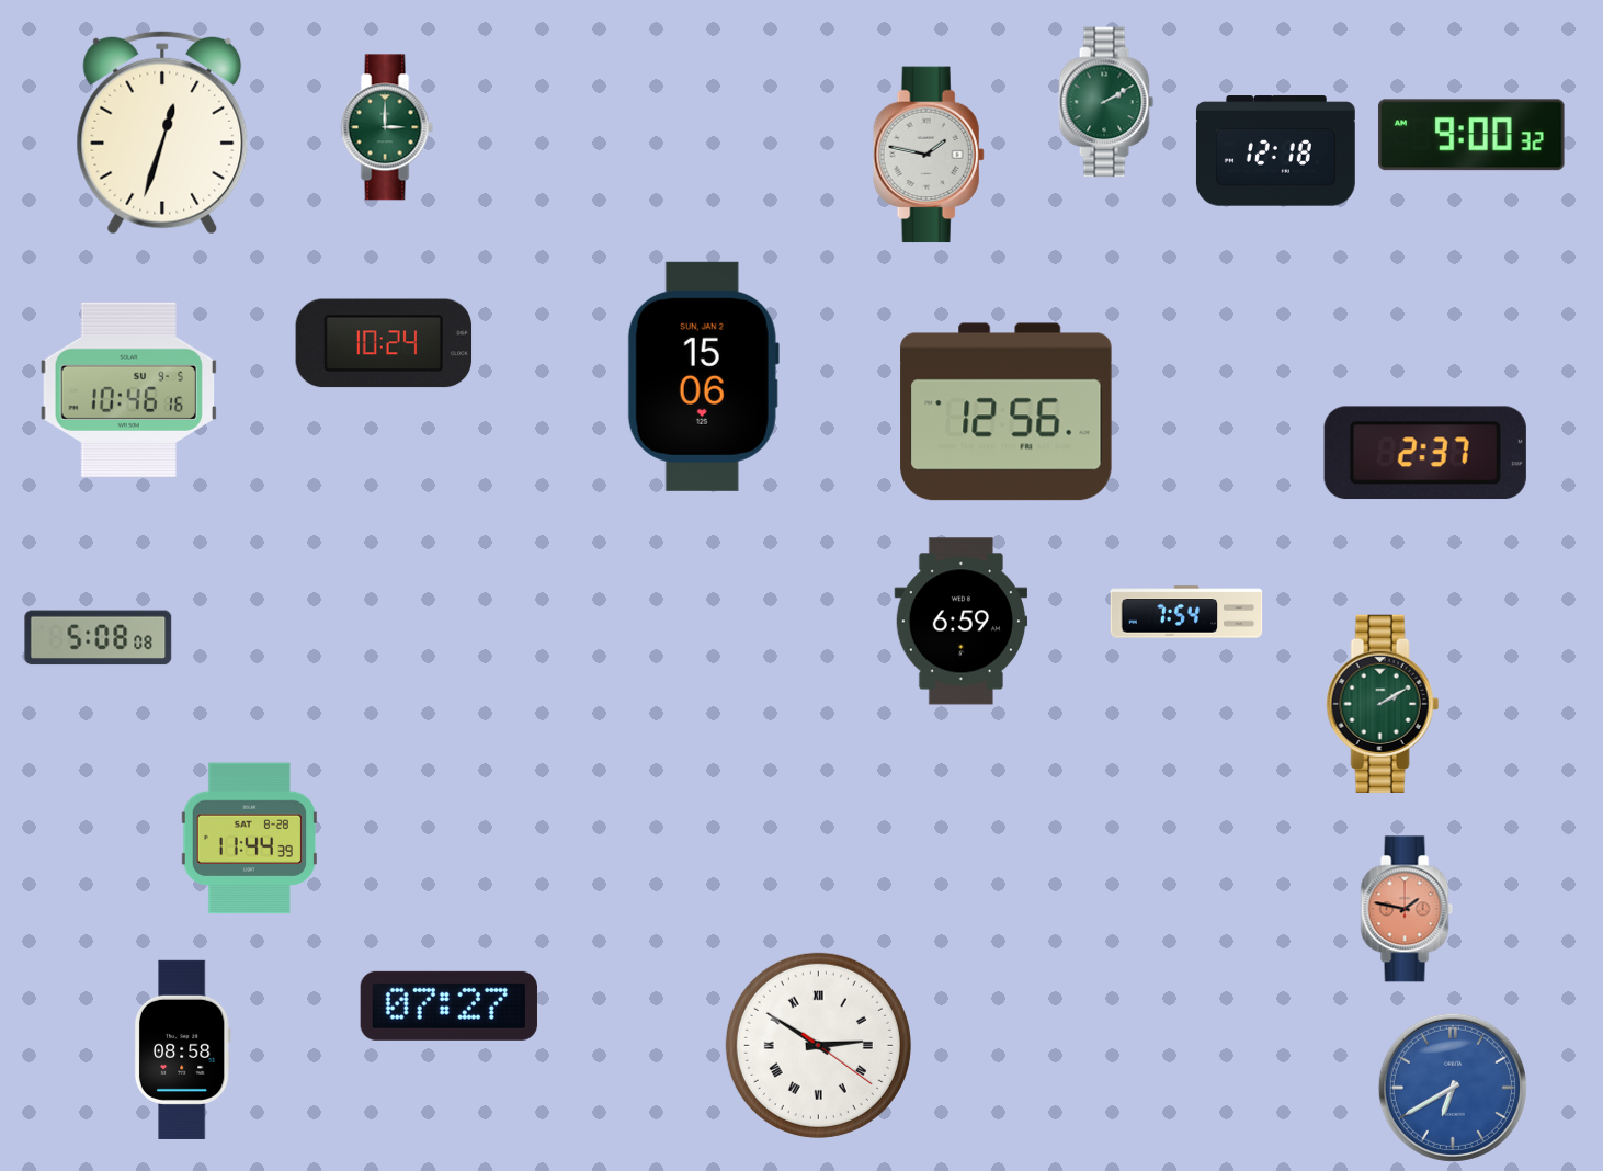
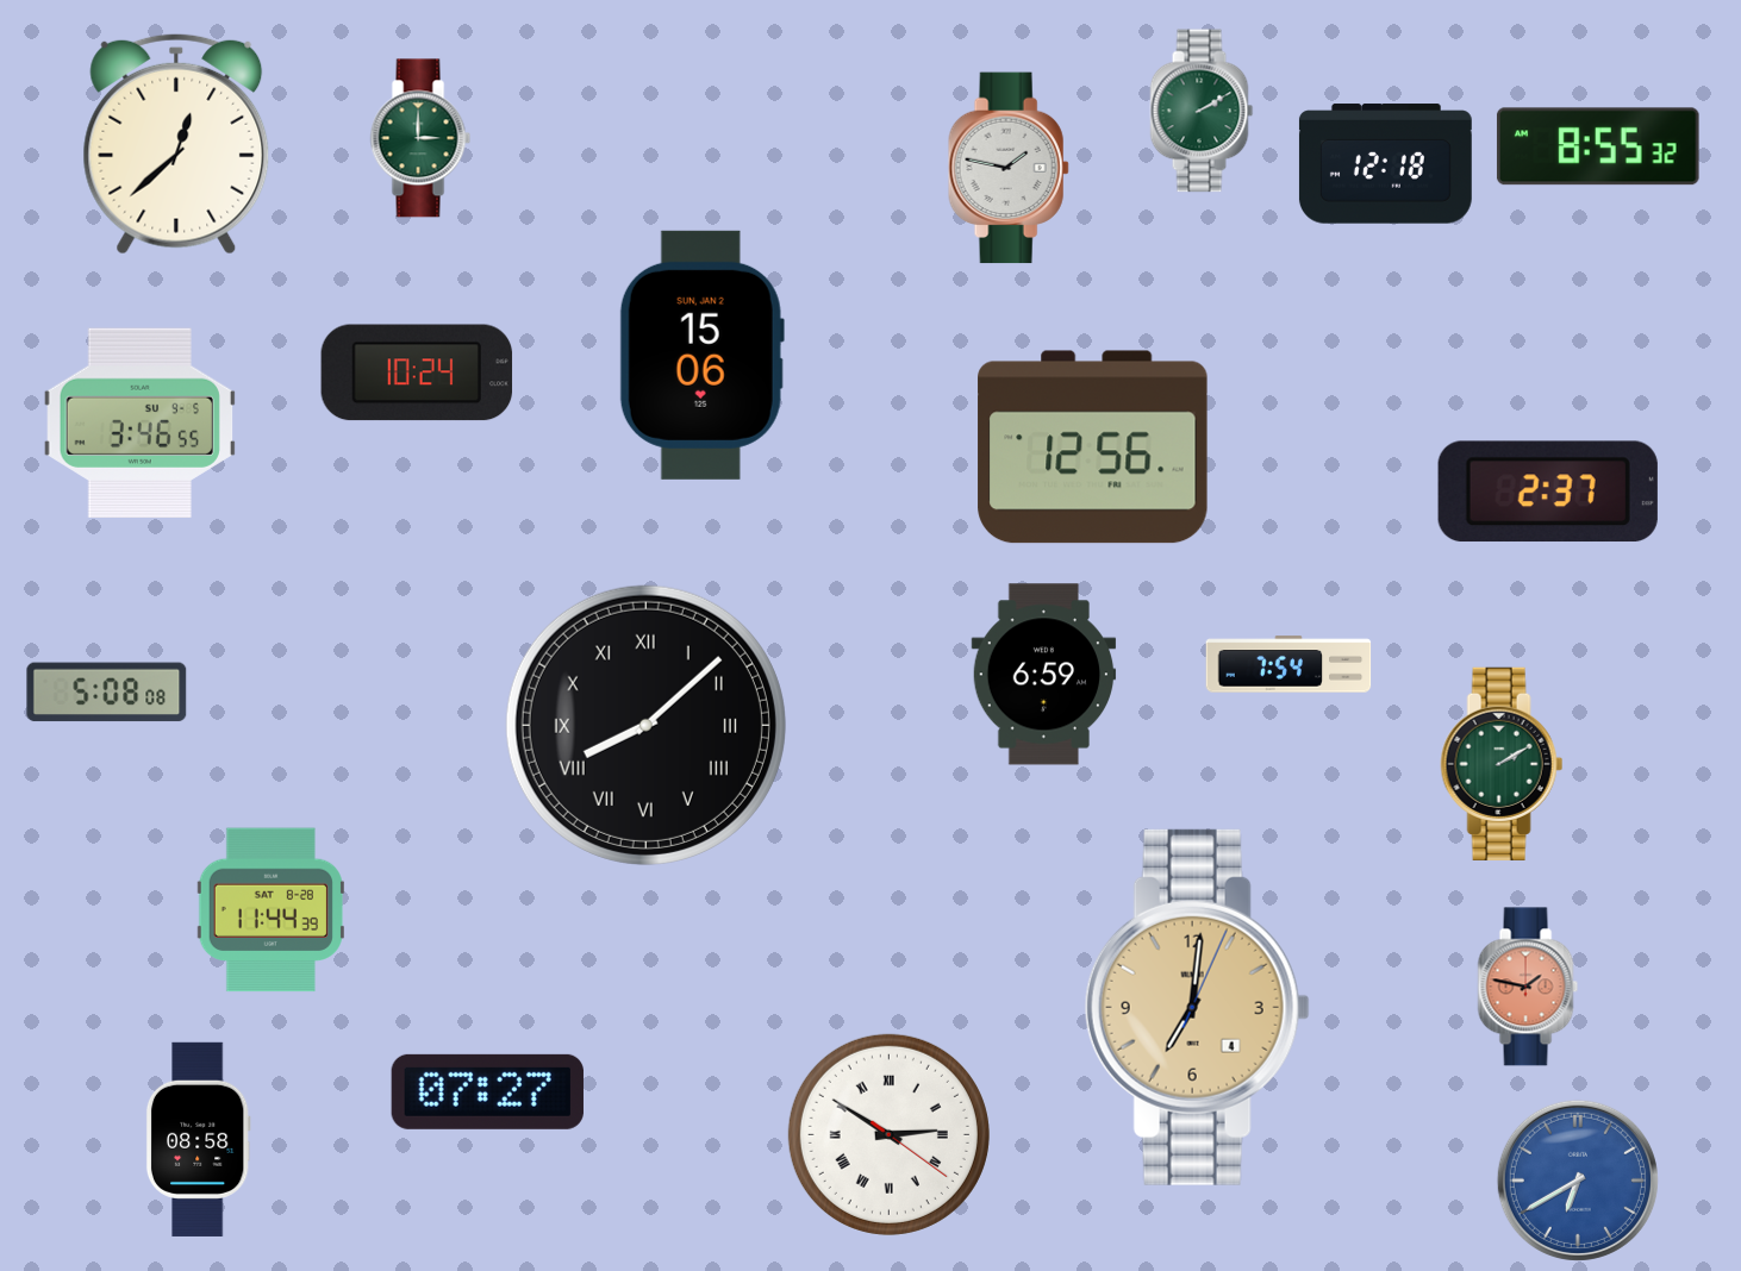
clock at (162, 133): 12:33 -> 12:38
clock at (1471, 135): 9:00 -> 8:55
clock at (703, 376) position: (703, 376) -> (701, 355)
clock at (128, 389): 10:46 -> 3:46
clock at (645, 725): none -> 8:08
clock at (1197, 1007): none -> 7:01
